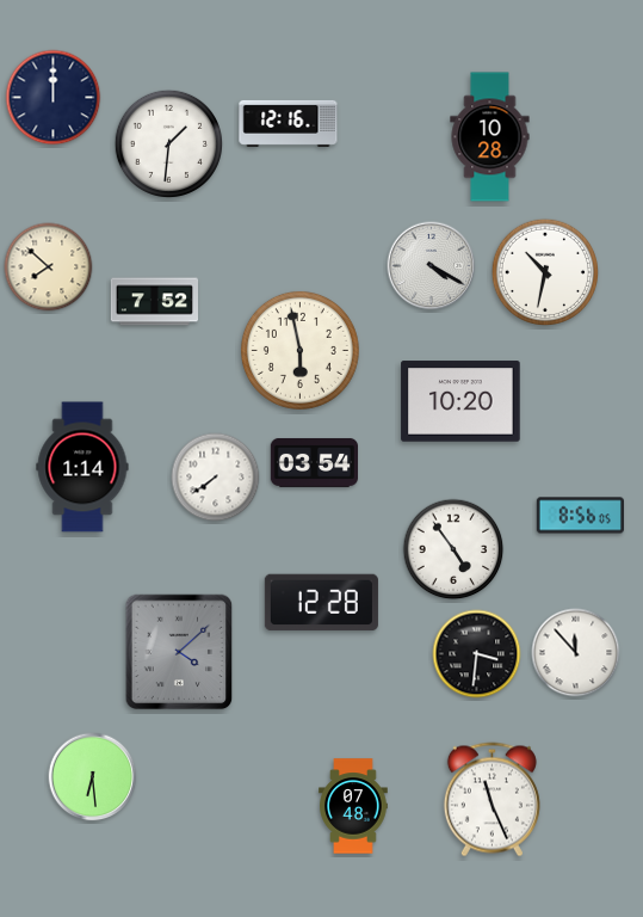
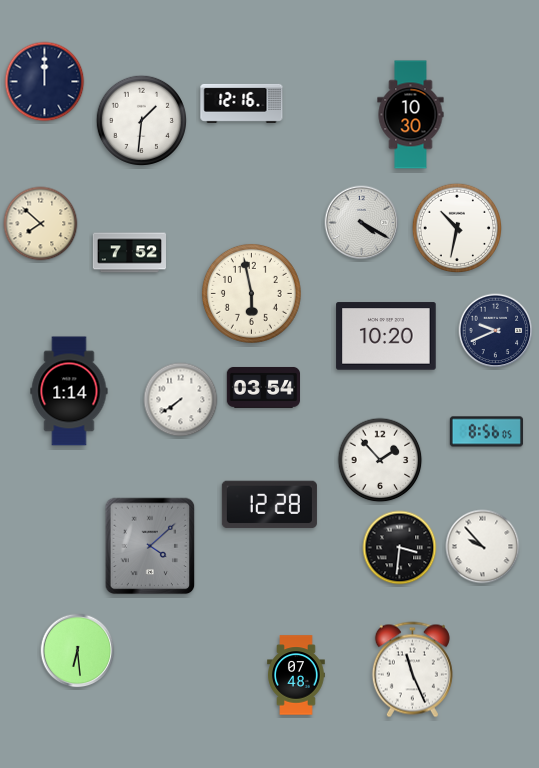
clock at (490, 137): 10:28 -> 10:30
clock at (496, 331): none -> 9:41
clock at (453, 549): 4:54 -> 1:53
clock at (576, 653): 11:53 -> 9:53
